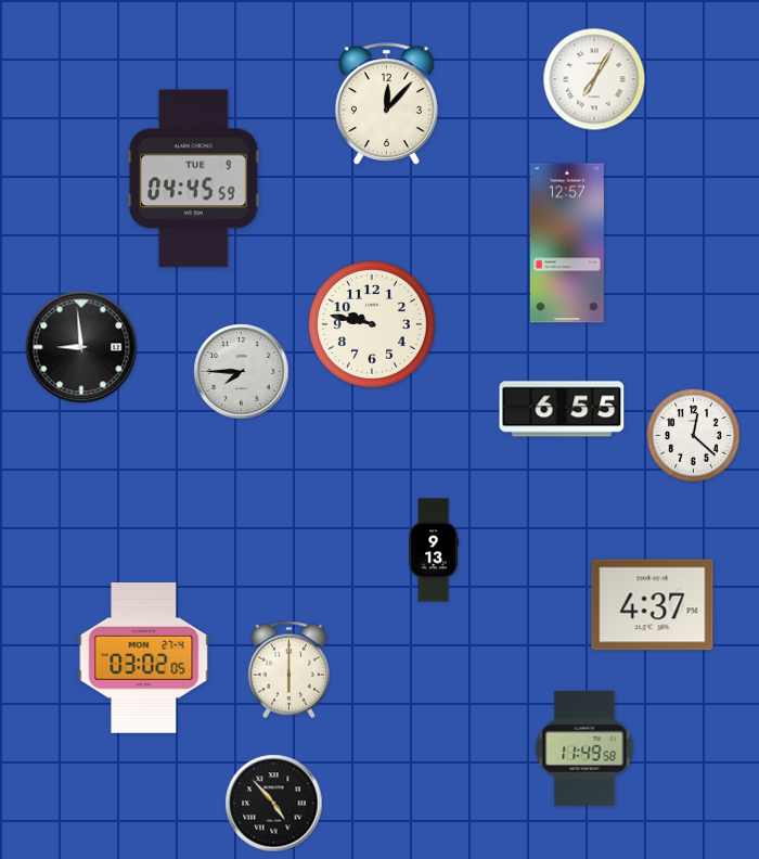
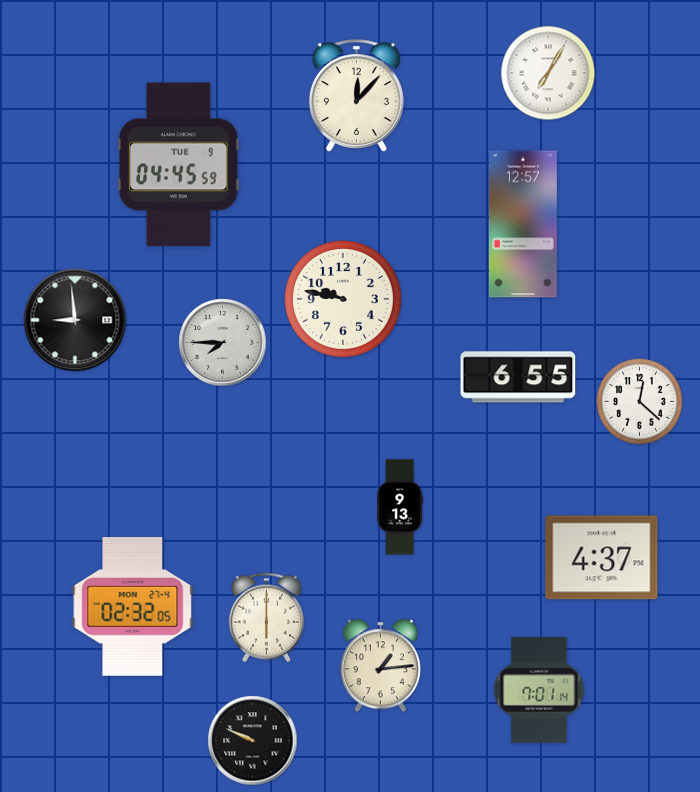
clock at (144, 658): 03:02 -> 02:32
clock at (380, 666): none -> 1:14
clock at (584, 749): 11:49 -> 7:01
clock at (274, 804): 4:53 -> 9:49
